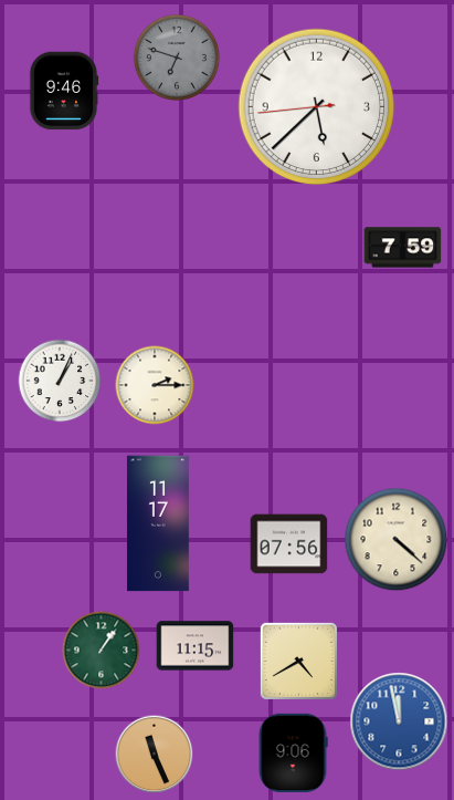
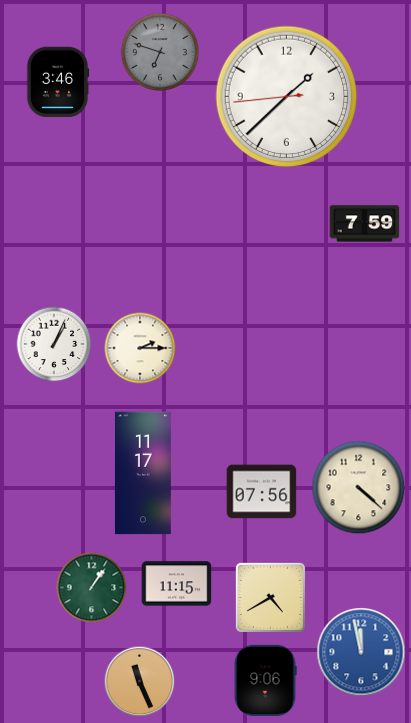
clock at (64, 91): 9:46 -> 3:46
clock at (317, 107): 5:37 -> 1:37
